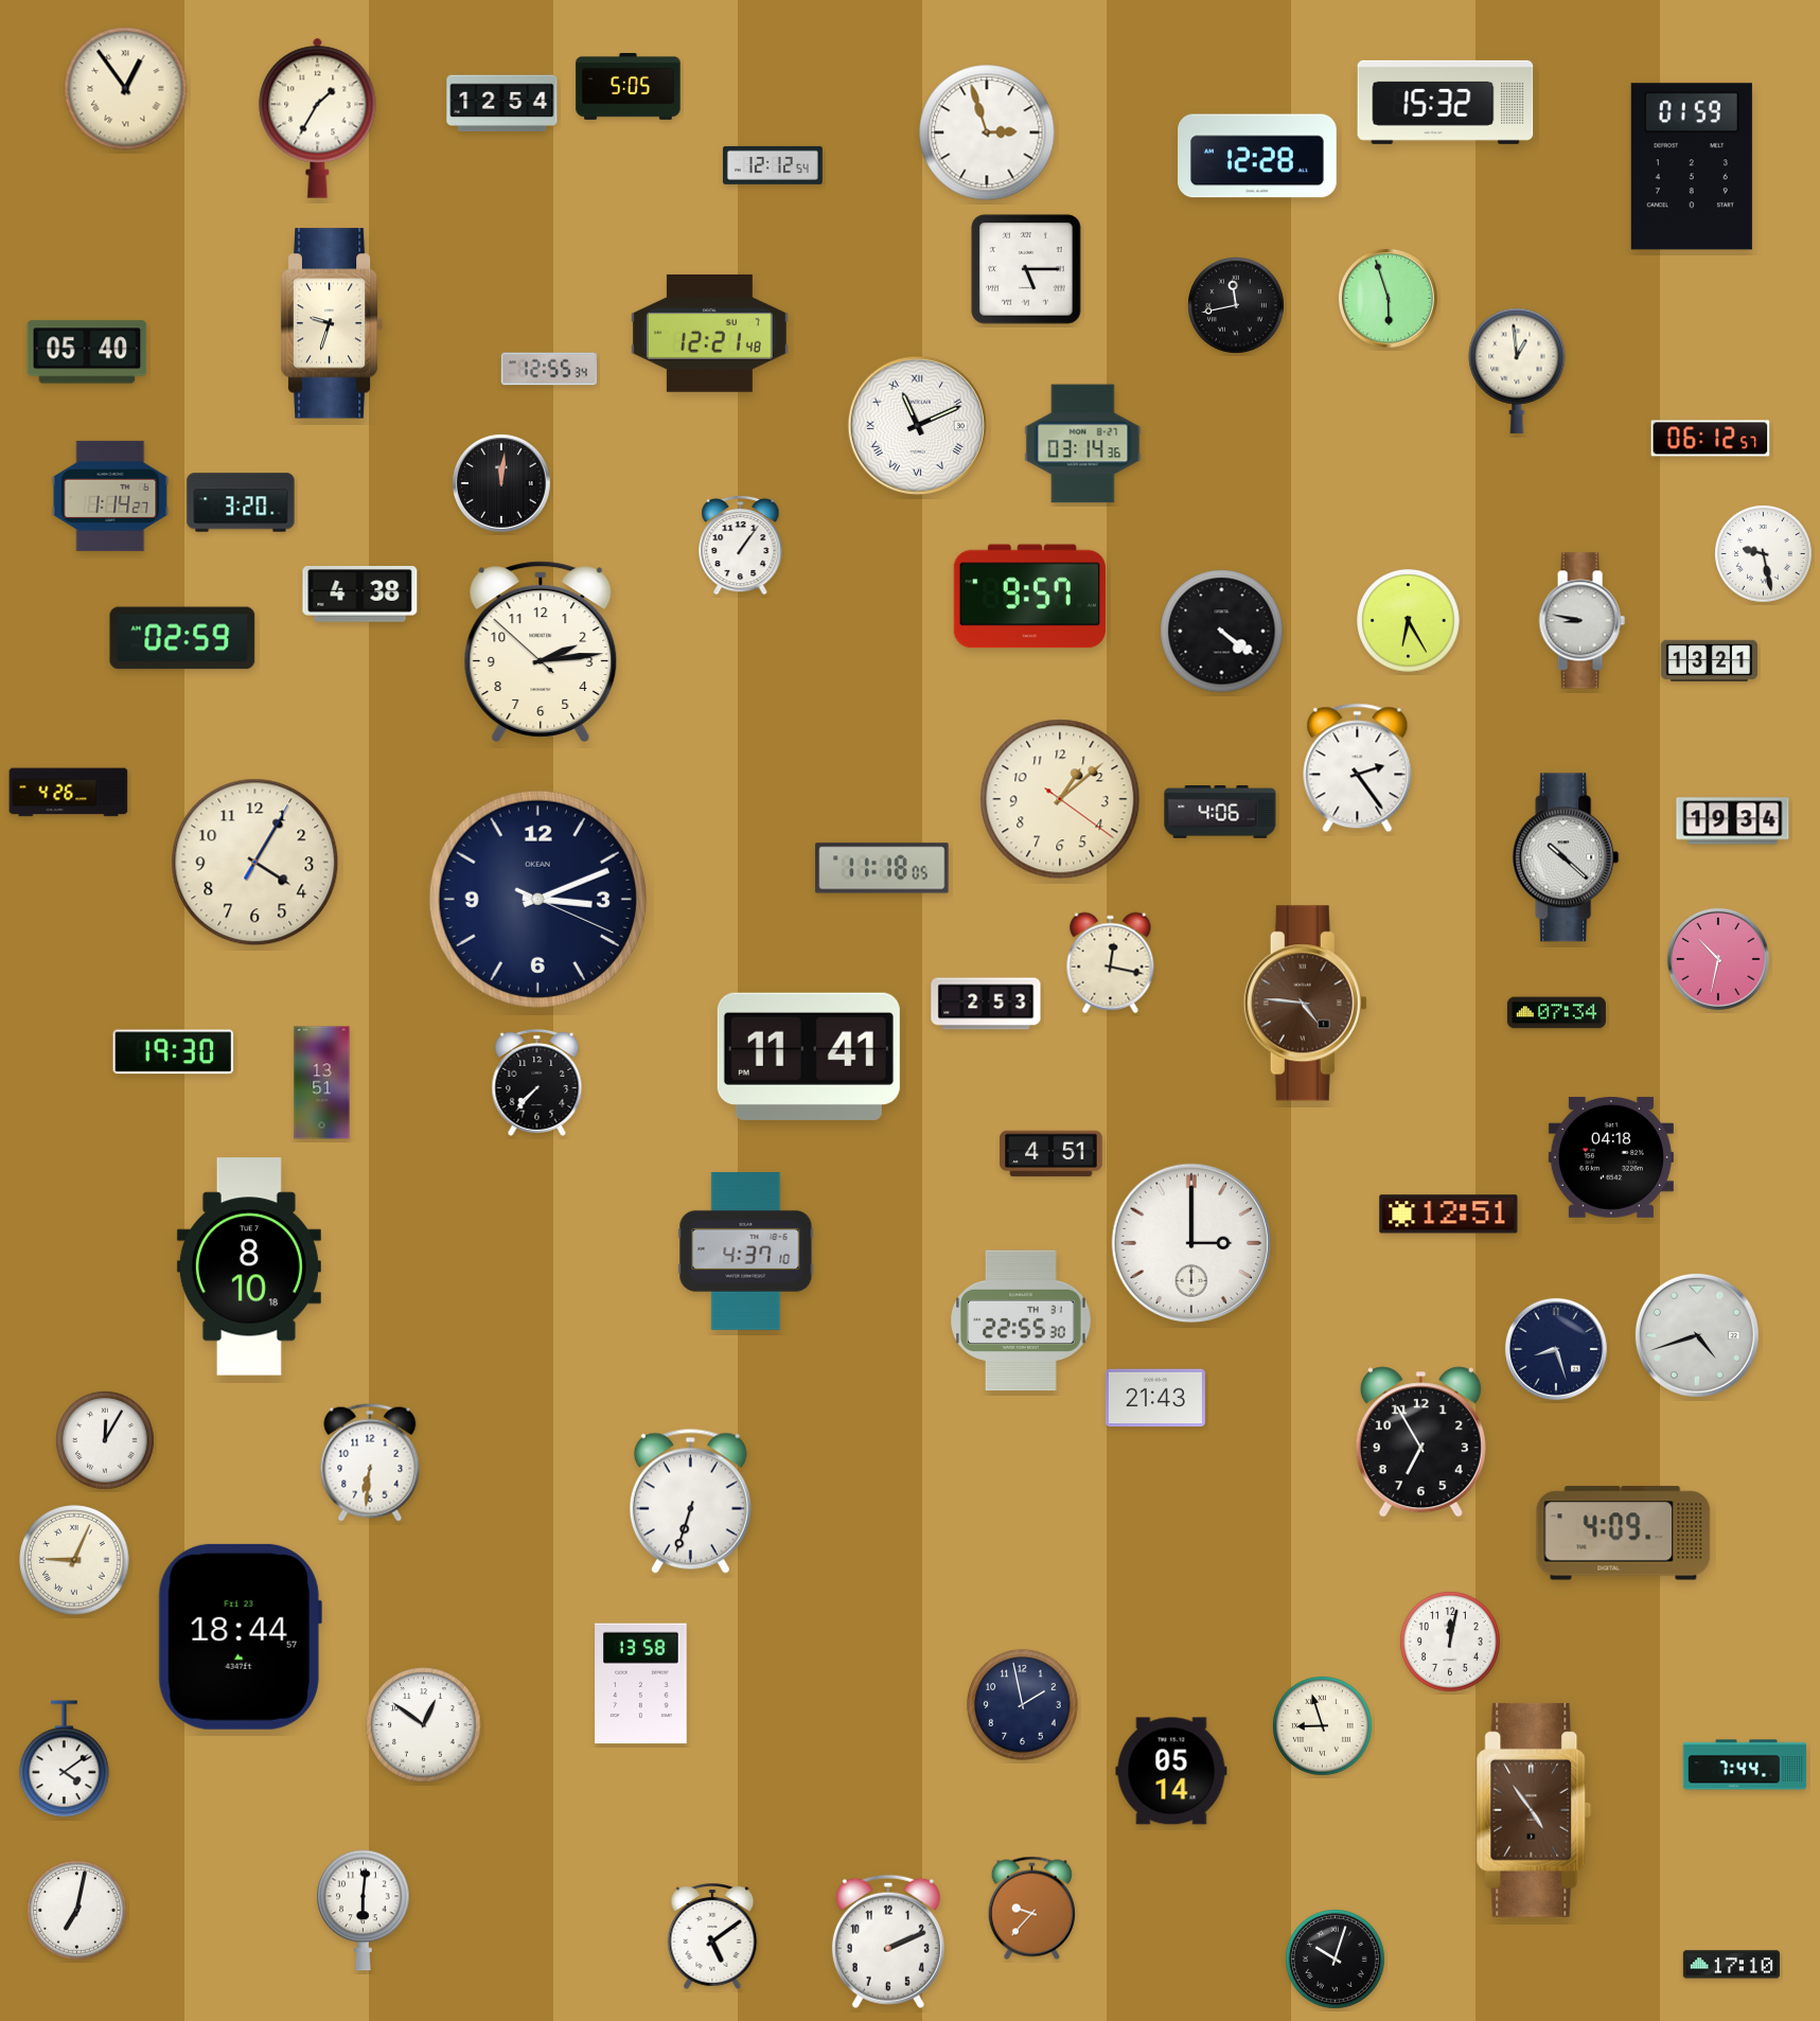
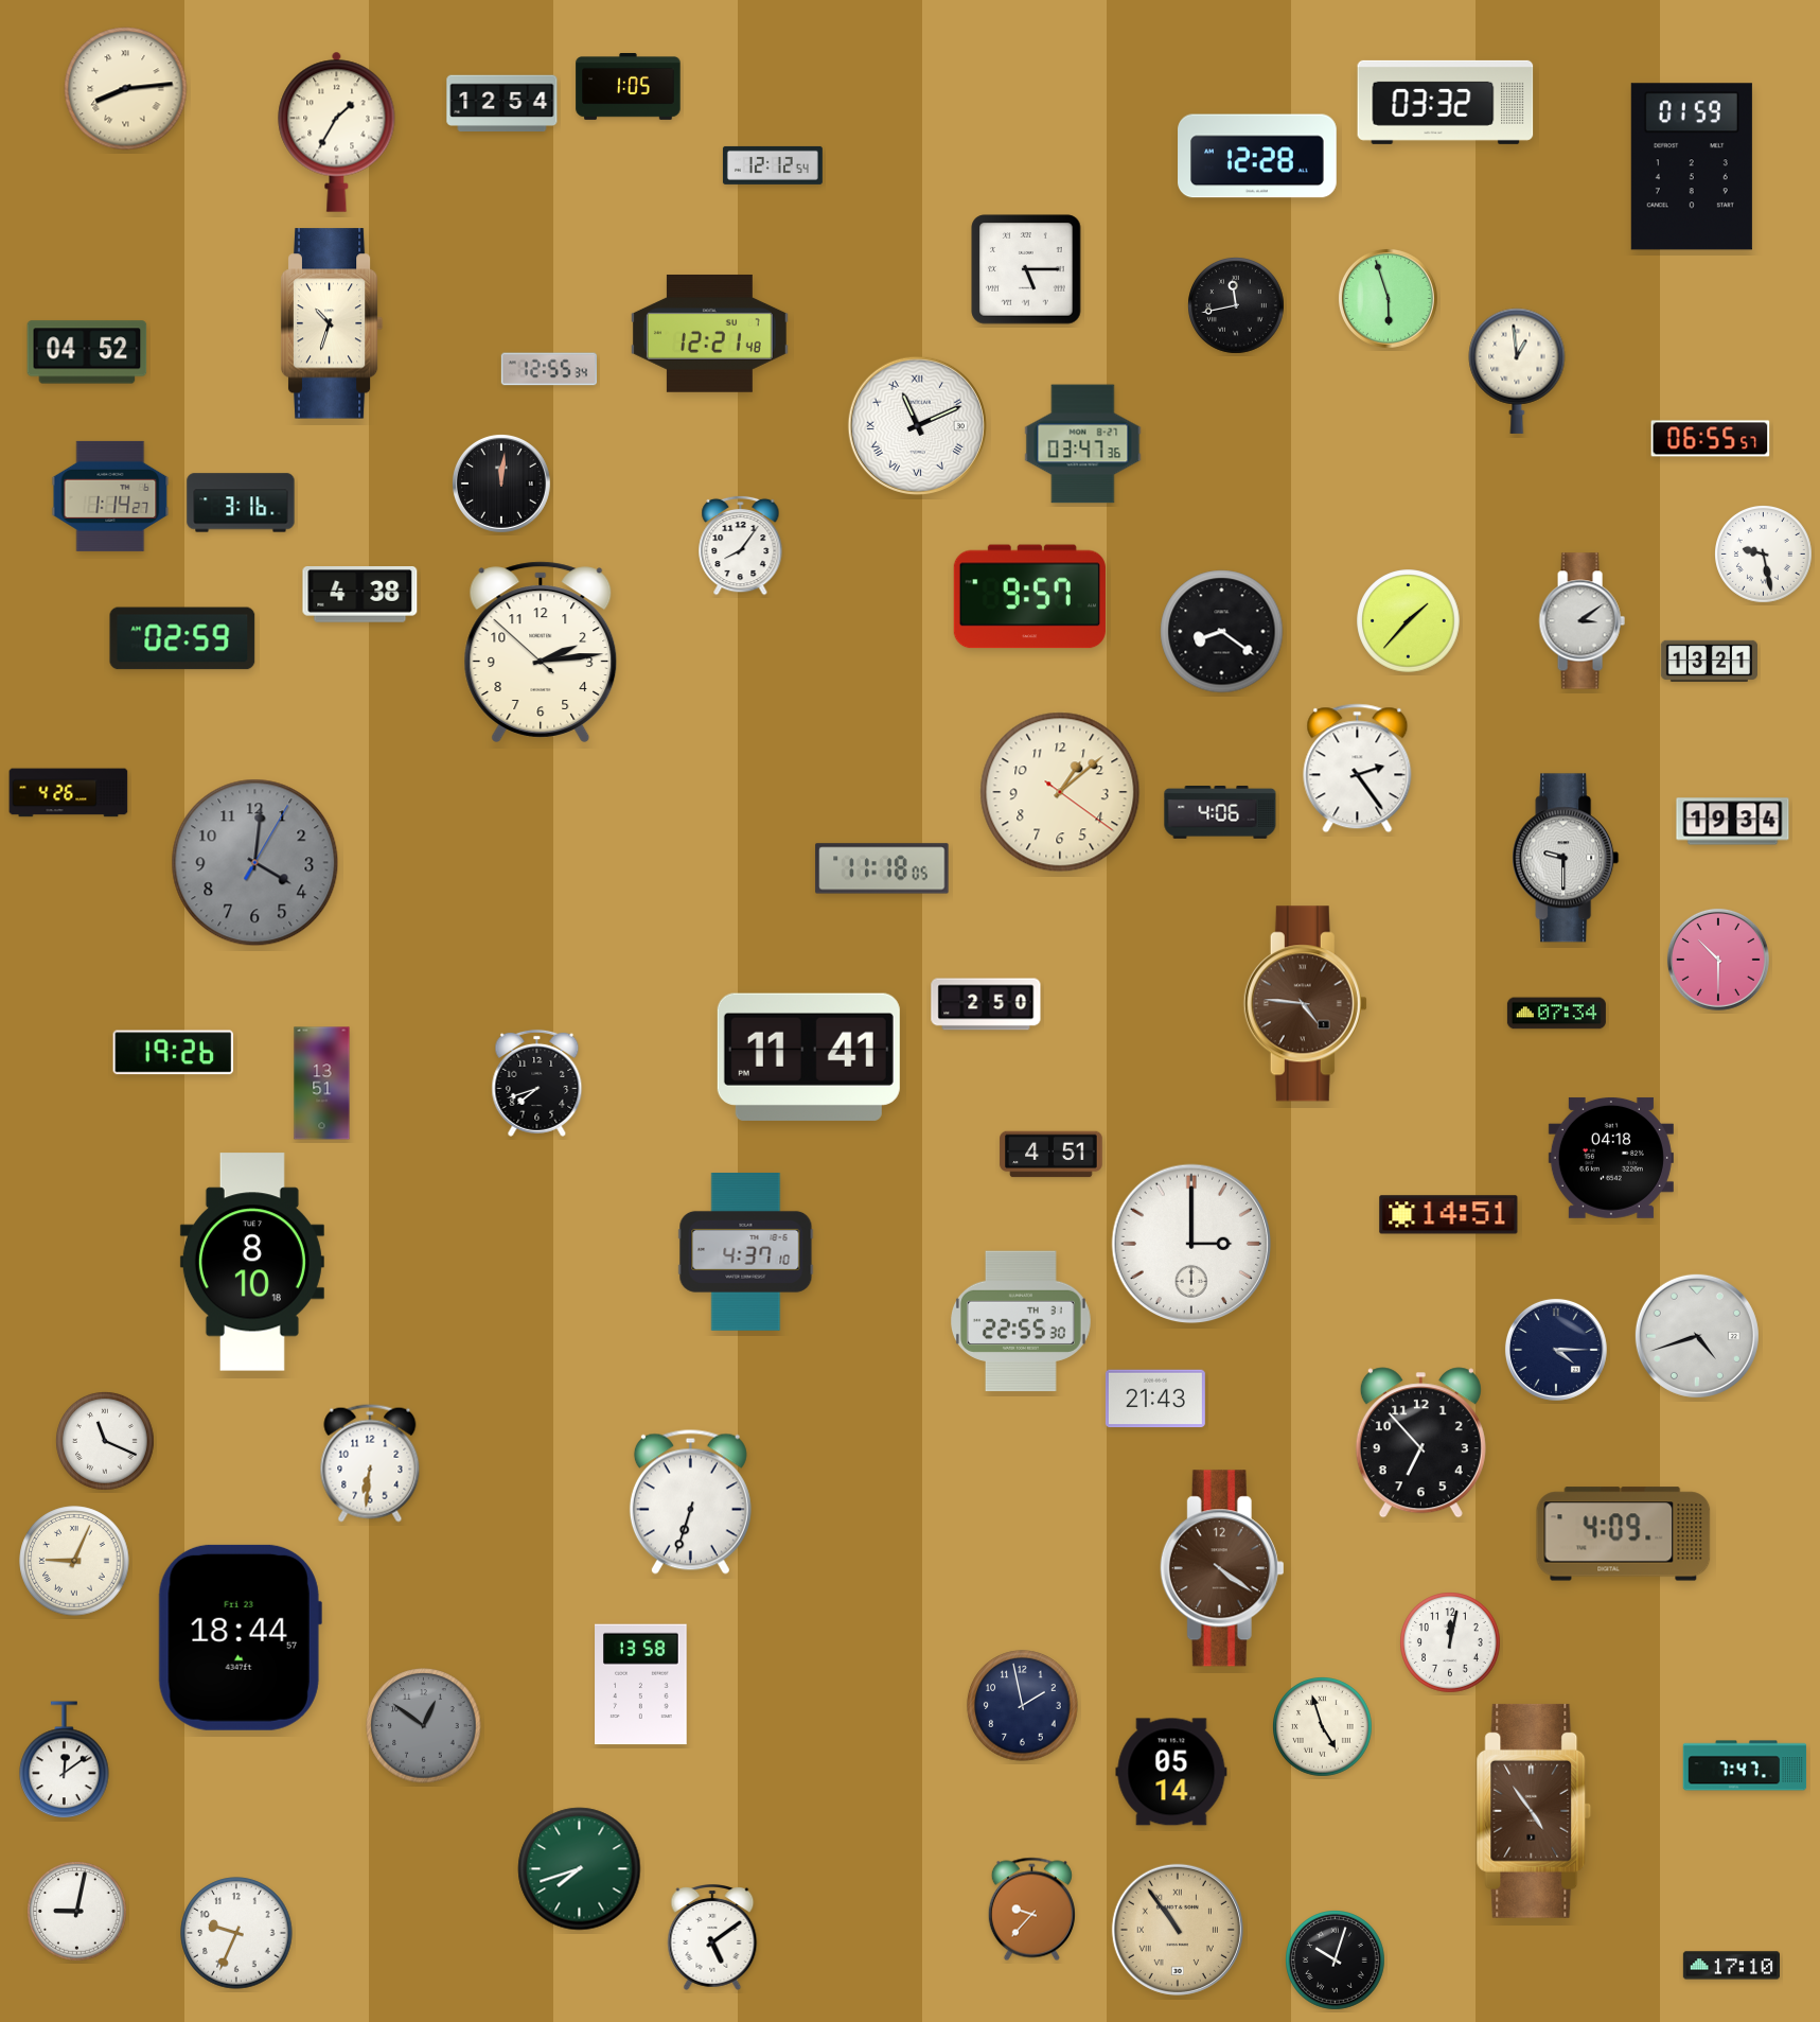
clock at (629, 87): 5:05 -> 1:05
clock at (126, 89): 12:54 -> 8:14
clock at (1446, 102): 15:32 -> 03:32
clock at (318, 118) position: (318, 118) -> (337, 131)
clock at (987, 132): 2:57 -> none
clock at (332, 323): 9:33 -> 10:33
clock at (87, 352): 05:40 -> 04:52
clock at (1711, 439): 06:12 -> 06:55
clock at (1083, 444): 03:14 -> 03:47
clock at (241, 502): 3:20 -> 3:16
clock at (741, 545): 1:06 -> 8:06
clock at (1409, 621): 6:25 -> 1:37
clock at (1582, 621): 8:47 -> 3:09
clock at (1222, 632): 4:21 -> 8:21
clock at (1060, 799) position: (1060, 799) -> (1060, 792)
clock at (1566, 857): 10:22 -> 9:30
clock at (255, 863): 4:05 -> 4:01
clock at (255, 863) dial: cream -> grey
clock at (537, 899): 3:11 -> none
clock at (1718, 959): 10:32 -> 10:30
clock at (1111, 963): 12:17 -> none
clock at (986, 1004): 2:53 -> 2:50
clock at (174, 1052): 19:30 -> 19:26
clock at (537, 1082): 7:37 -> 7:42
clock at (1449, 1215): 12:51 -> 14:51
clock at (249, 1266) position: (249, 1266) -> (252, 1262)
clock at (1556, 1349): 8:27 -> 4:15
clock at (106, 1441): 12:05 -> 11:19
clock at (1420, 1442): 6:55 -> 6:53
clock at (1222, 1568): none -> 4:21
clock at (424, 1725) dial: white -> grey
clock at (1323, 1726): 8:57 -> 4:57
clock at (65, 1759): 4:09 -> 12:09
clock at (1745, 1765): 7:44 -> 7:47
clock at (580, 1869): none -> 7:42
clock at (77, 1911): 7:02 -> 9:02
clock at (364, 1911): 6:01 -> none
clock at (1178, 1930): none -> 10:54
clock at (236, 1933): none -> 9:34
clock at (888, 1942): 2:11 -> none
